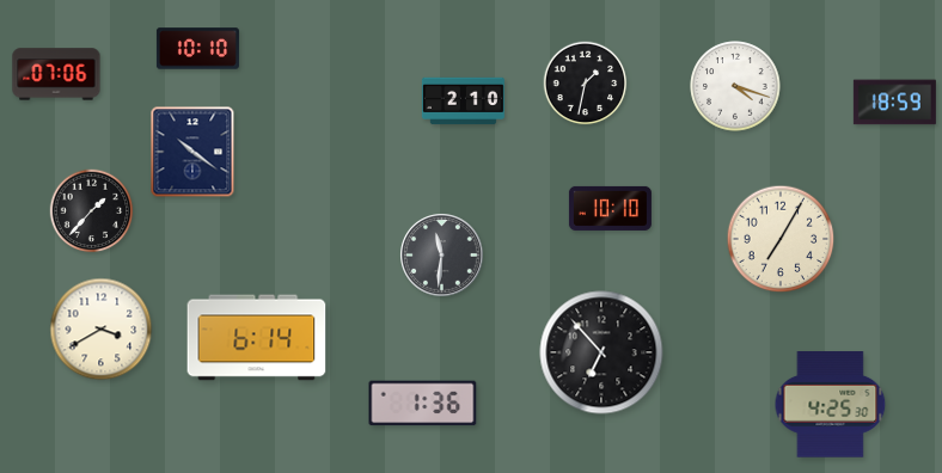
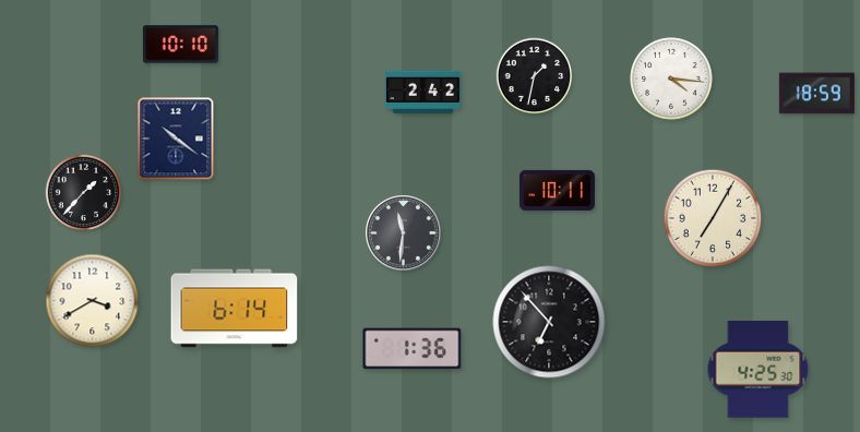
clock at (56, 74): 07:06 -> none
clock at (735, 86): 4:18 -> 4:16
clock at (463, 102): 2:10 -> 2:42
clock at (610, 208): 10:10 -> 10:11
clock at (423, 404) position: (423, 404) -> (413, 349)
